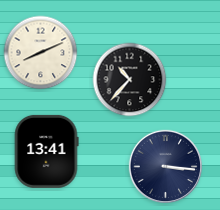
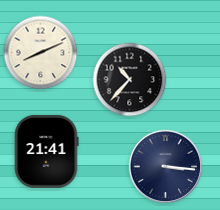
clock at (46, 151): 13:41 -> 21:41
